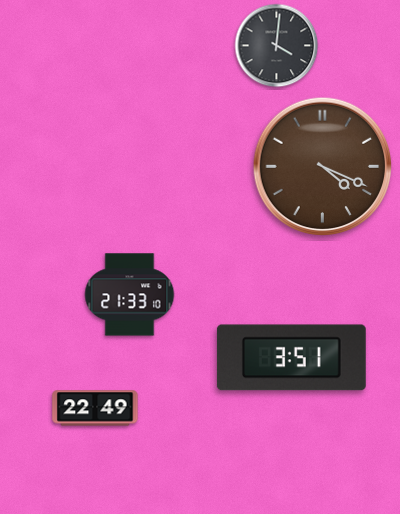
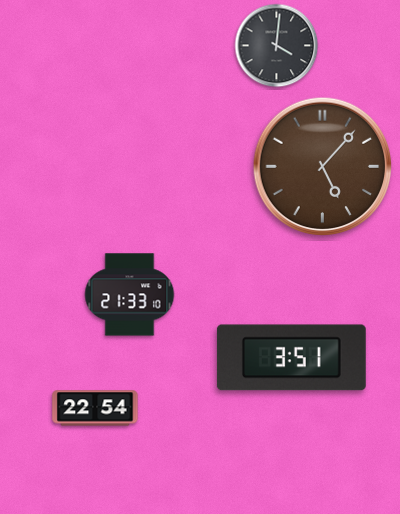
clock at (323, 167): 4:19 -> 5:07
clock at (95, 408): 22:49 -> 22:54
